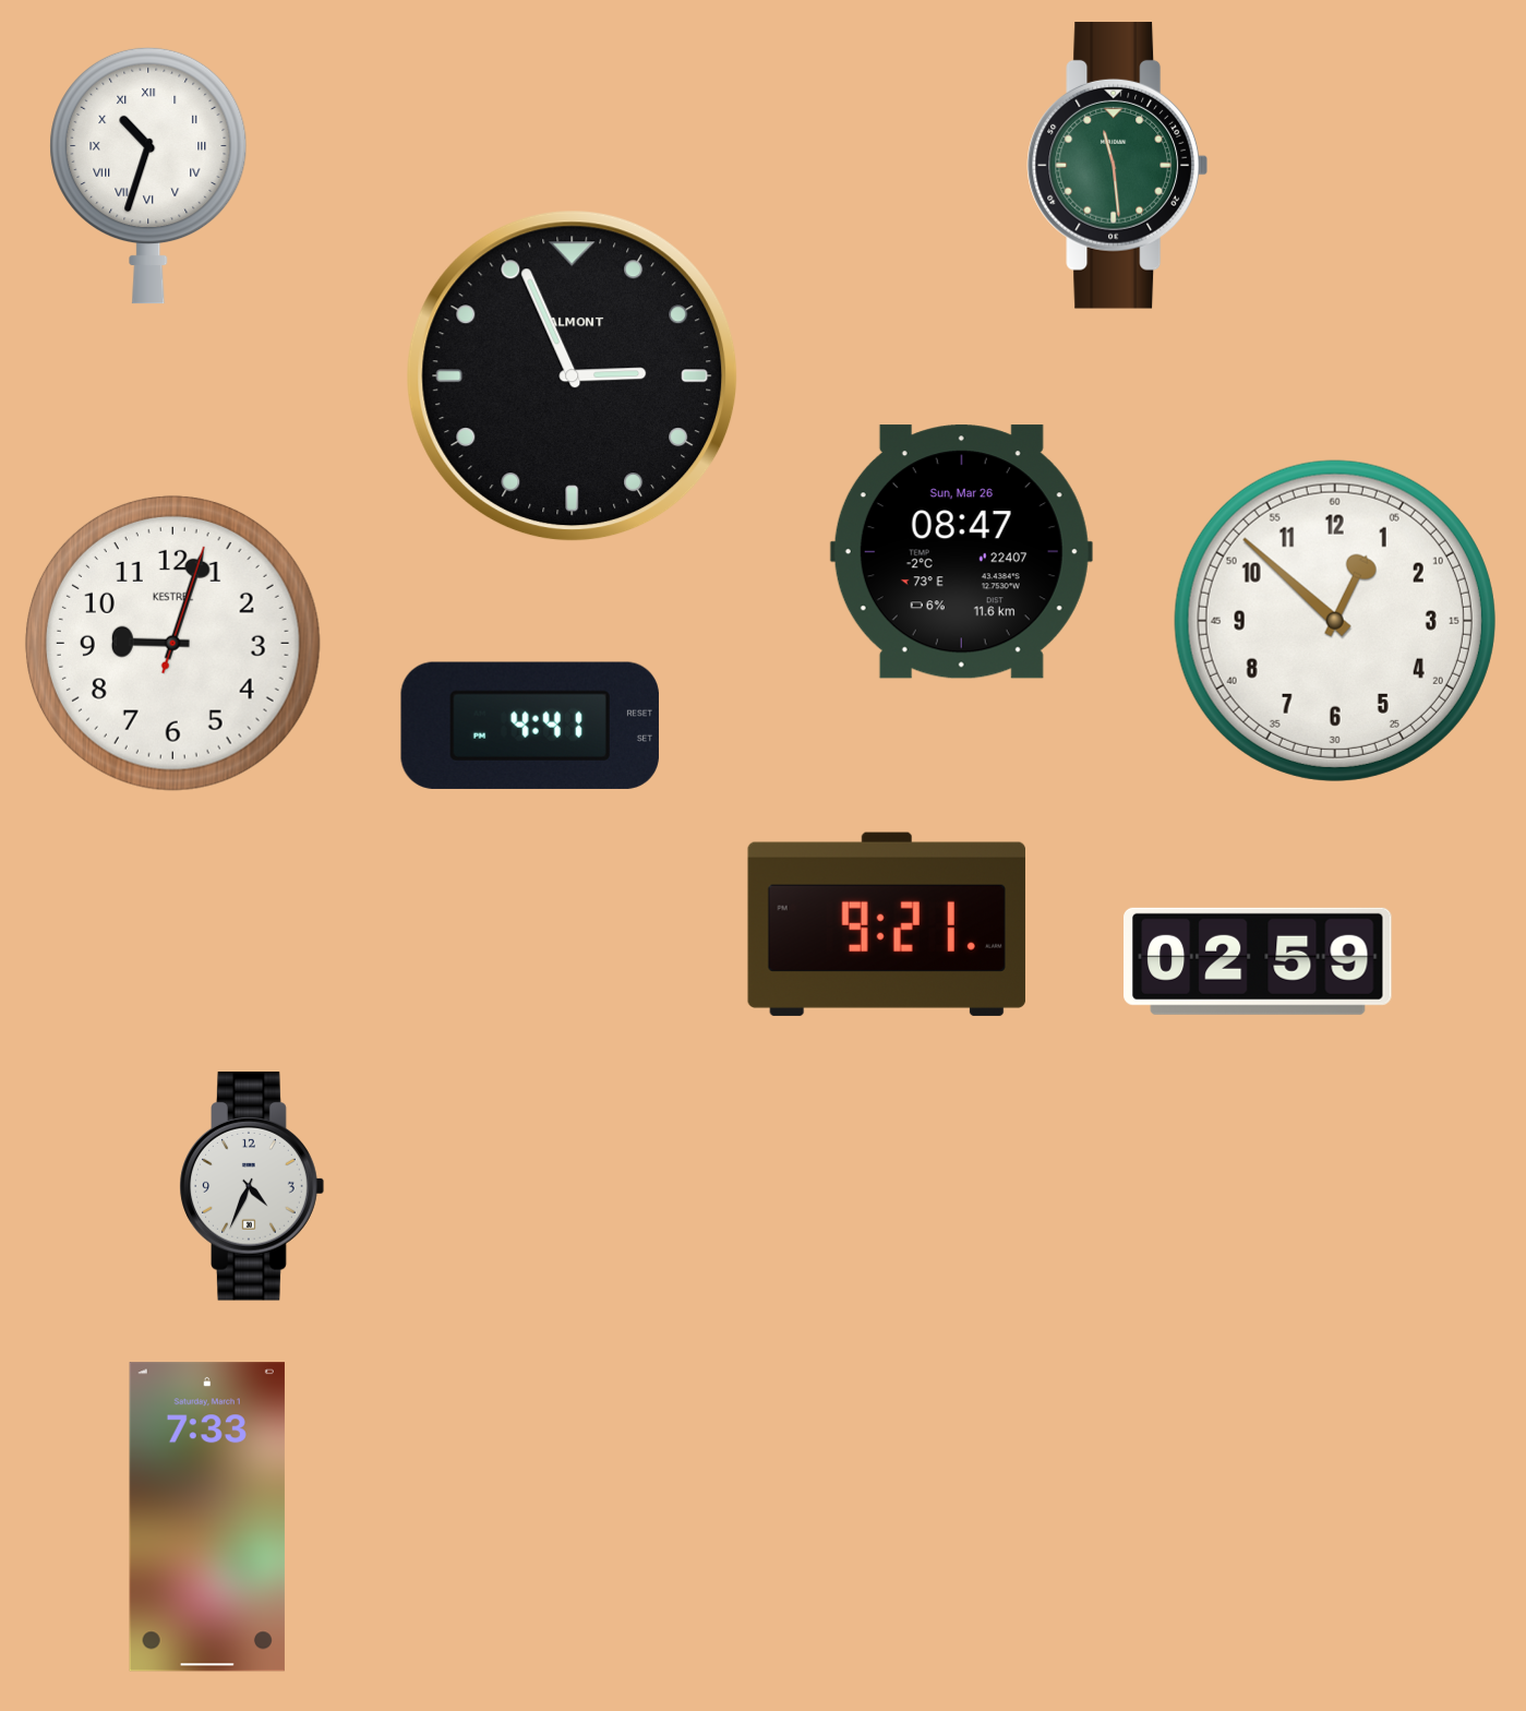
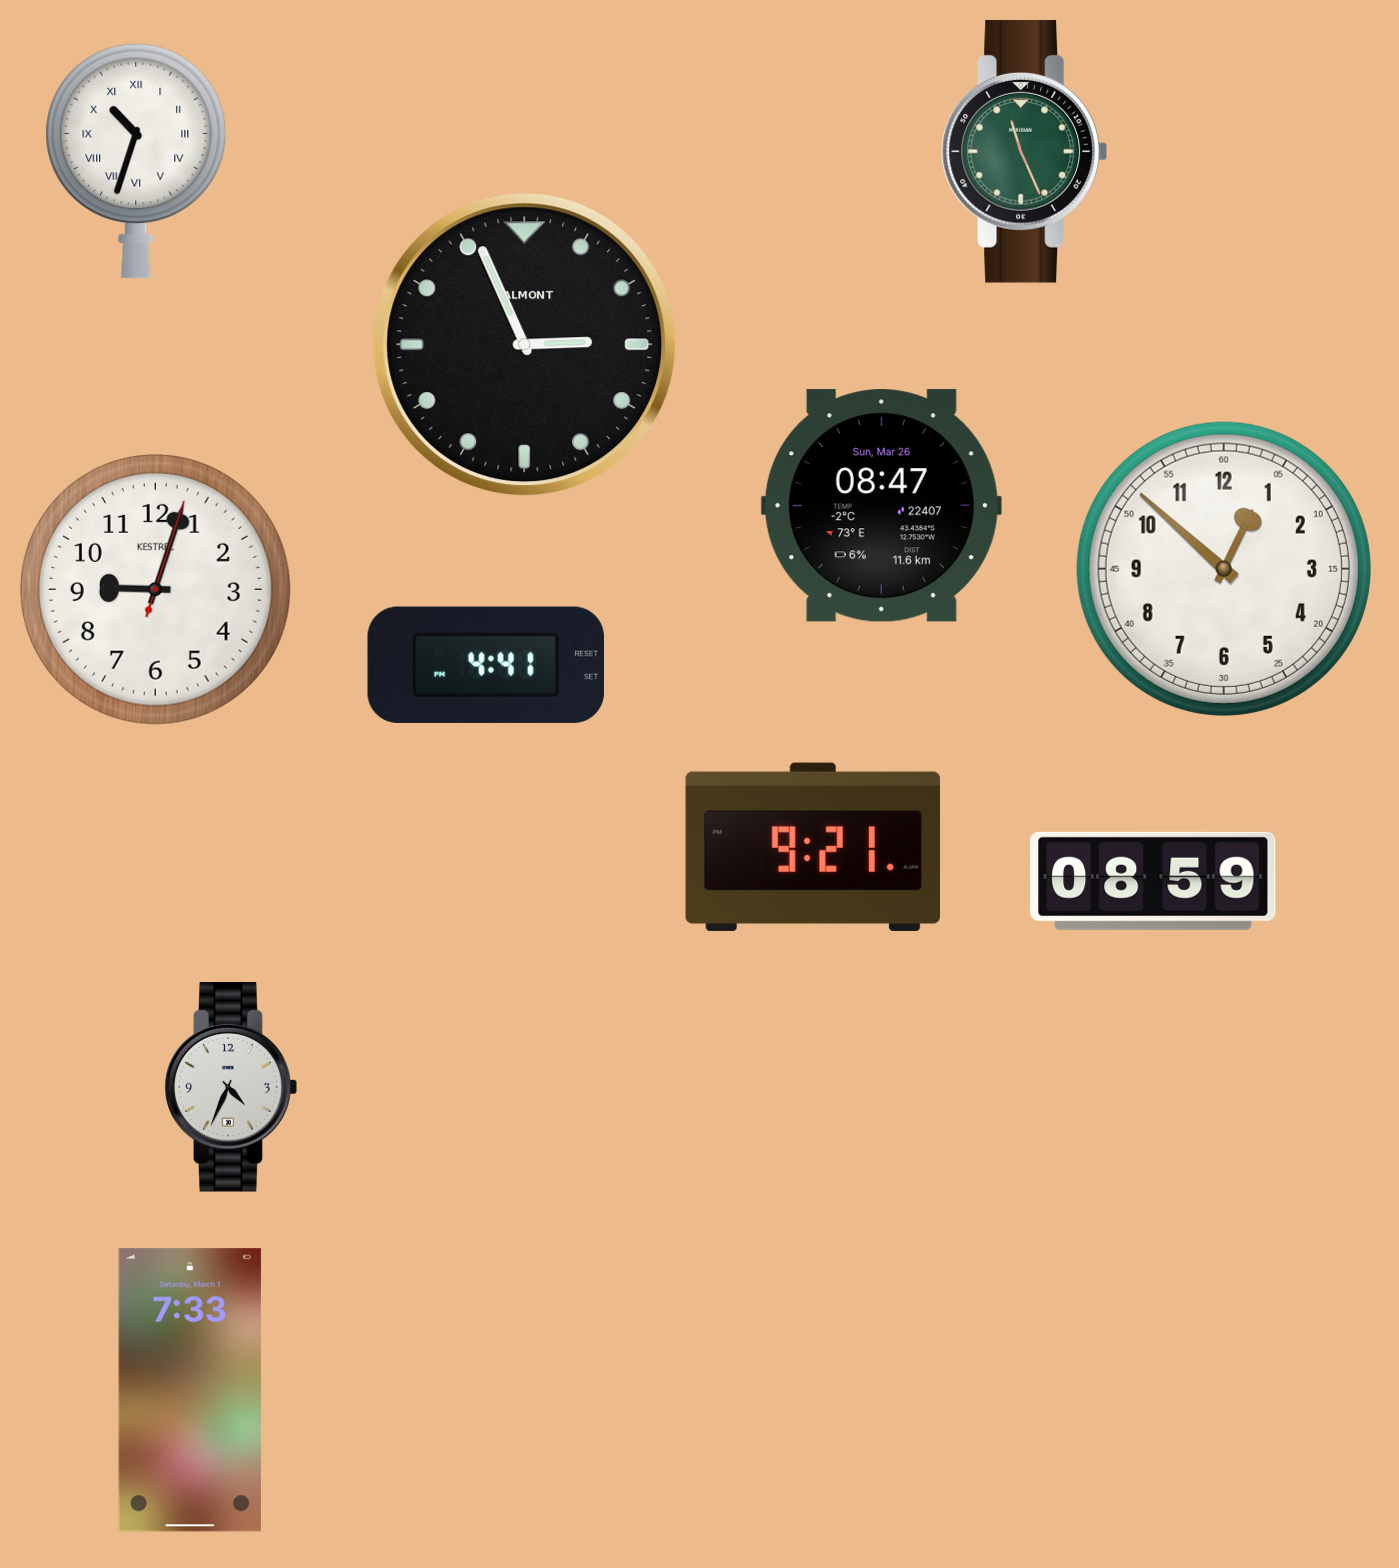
clock at (1117, 165): 11:29 -> 11:26
clock at (172, 643) position: (172, 643) -> (155, 589)
clock at (1258, 961): 02:59 -> 08:59
